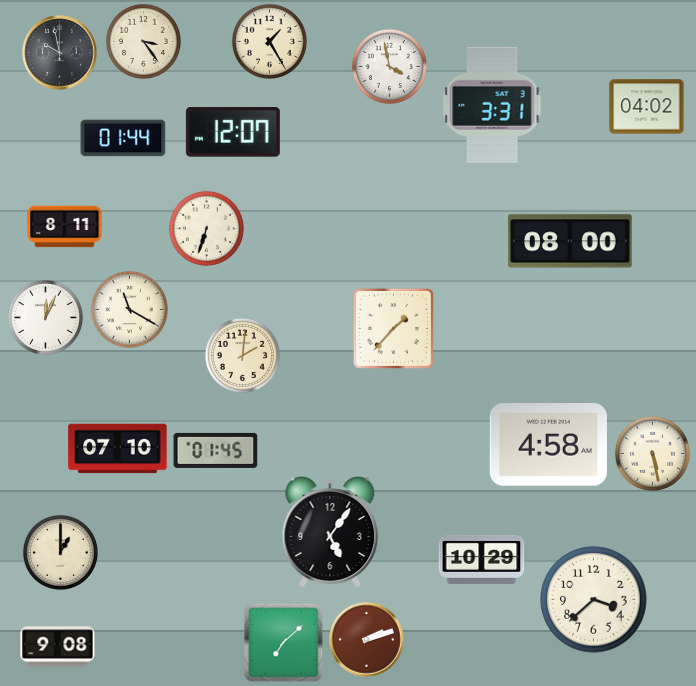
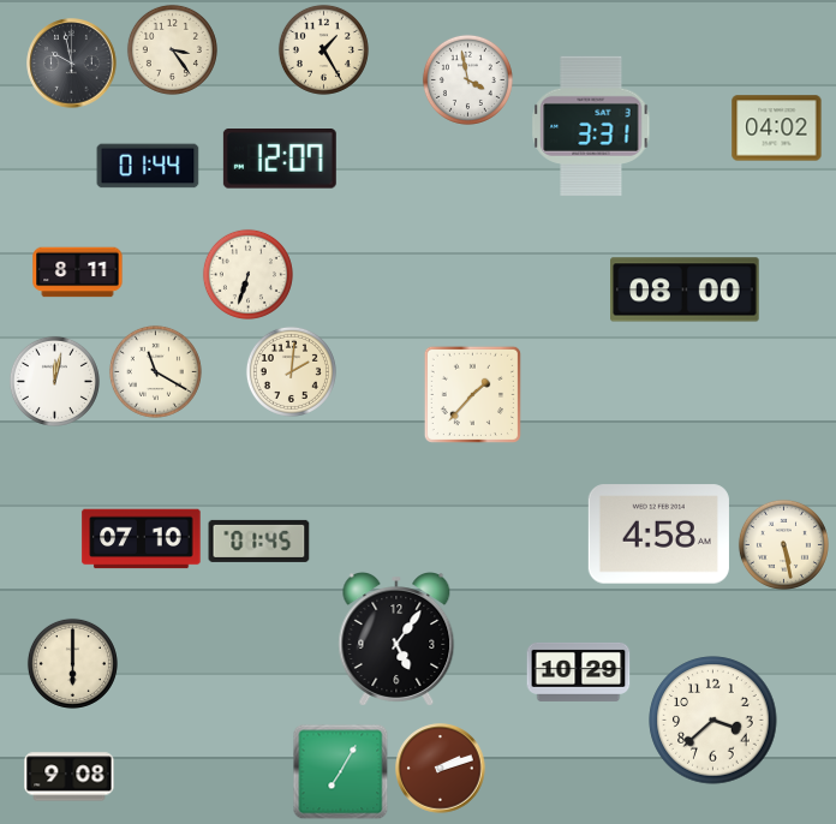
clock at (45, 317): 12:04 -> 12:02
clock at (242, 355) position: (242, 355) -> (291, 371)
clock at (60, 552): 1:00 -> 6:00
clock at (284, 643): 7:08 -> 7:05
